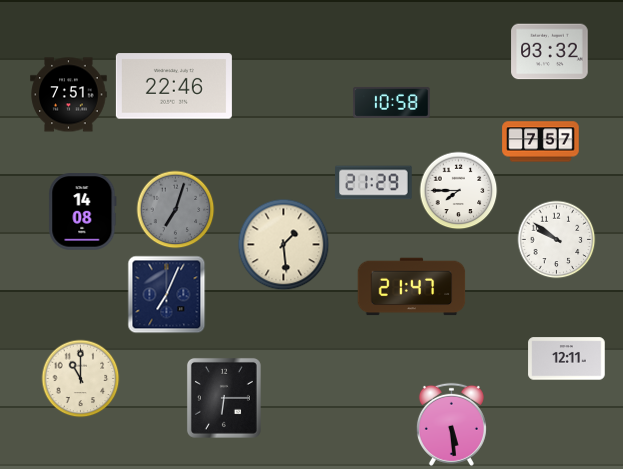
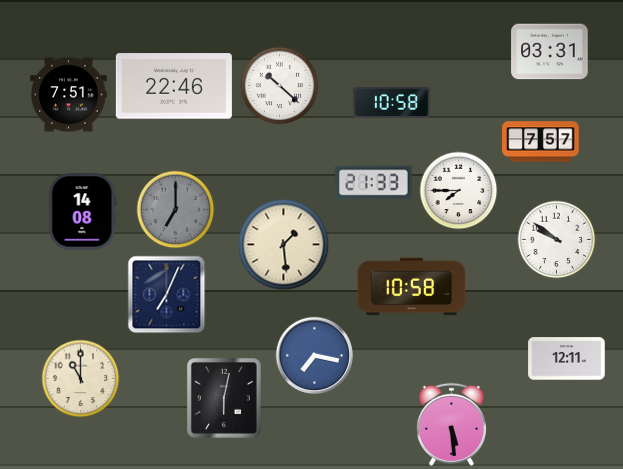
clock at (550, 52): 03:32 -> 03:31
clock at (279, 85): none -> 10:22
clock at (374, 183): 21:29 -> 21:33
clock at (175, 209): 7:03 -> 7:00
clock at (412, 287): 21:47 -> 10:58
clock at (314, 355): none -> 7:17
clock at (224, 398): 6:15 -> 6:02
